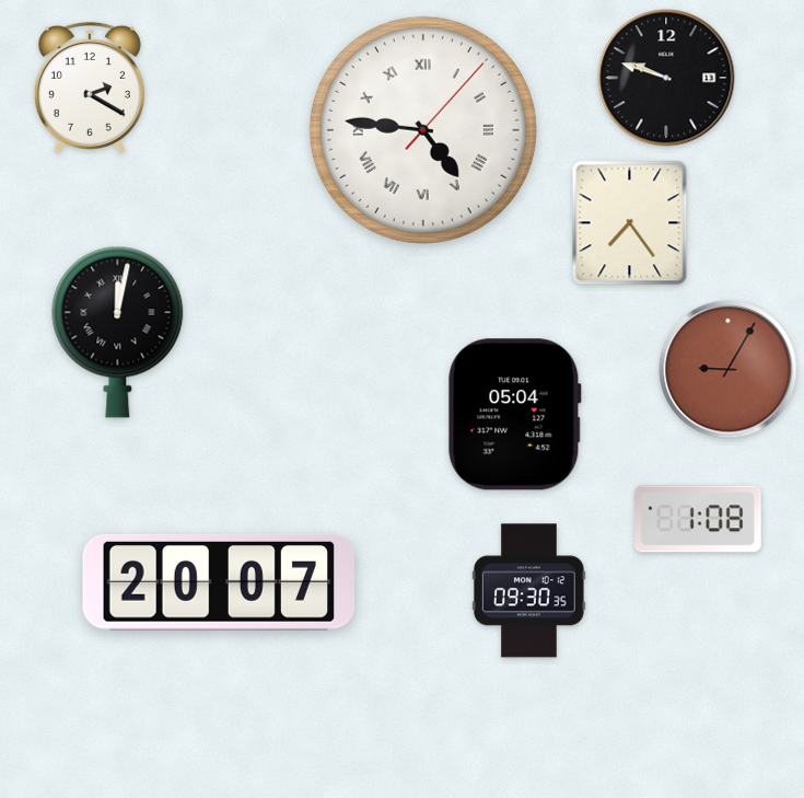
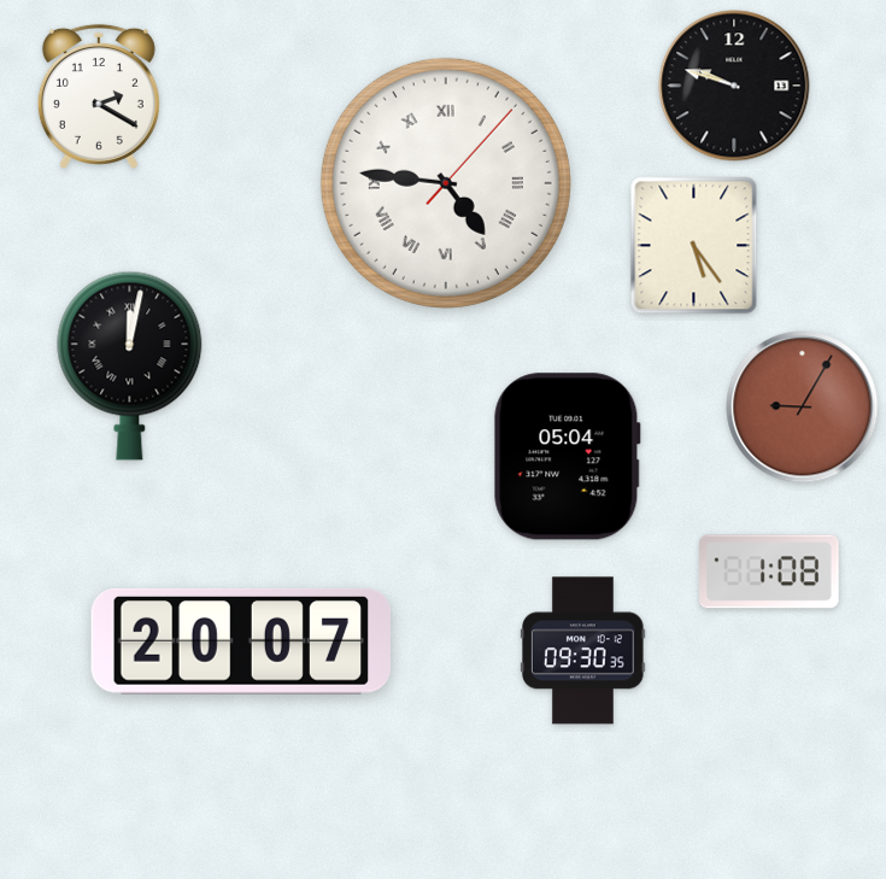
clock at (423, 130) position: (423, 130) -> (446, 183)
clock at (630, 223): 7:24 -> 5:24
